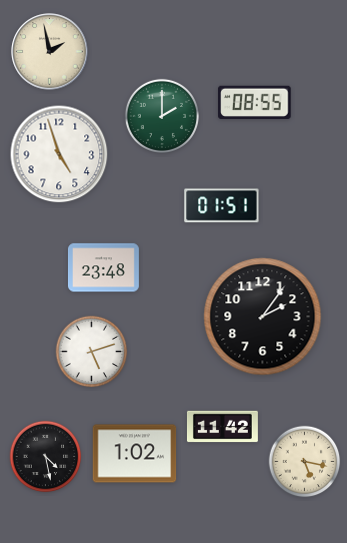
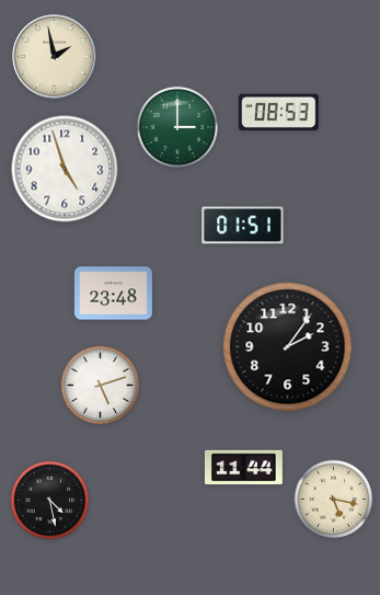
clock at (255, 102): 08:55 -> 08:53
clock at (161, 115): 2:00 -> 3:00
clock at (222, 427): 11:42 -> 11:44
clock at (135, 454): 1:02 -> none
clock at (305, 462) position: (305, 462) -> (334, 500)
